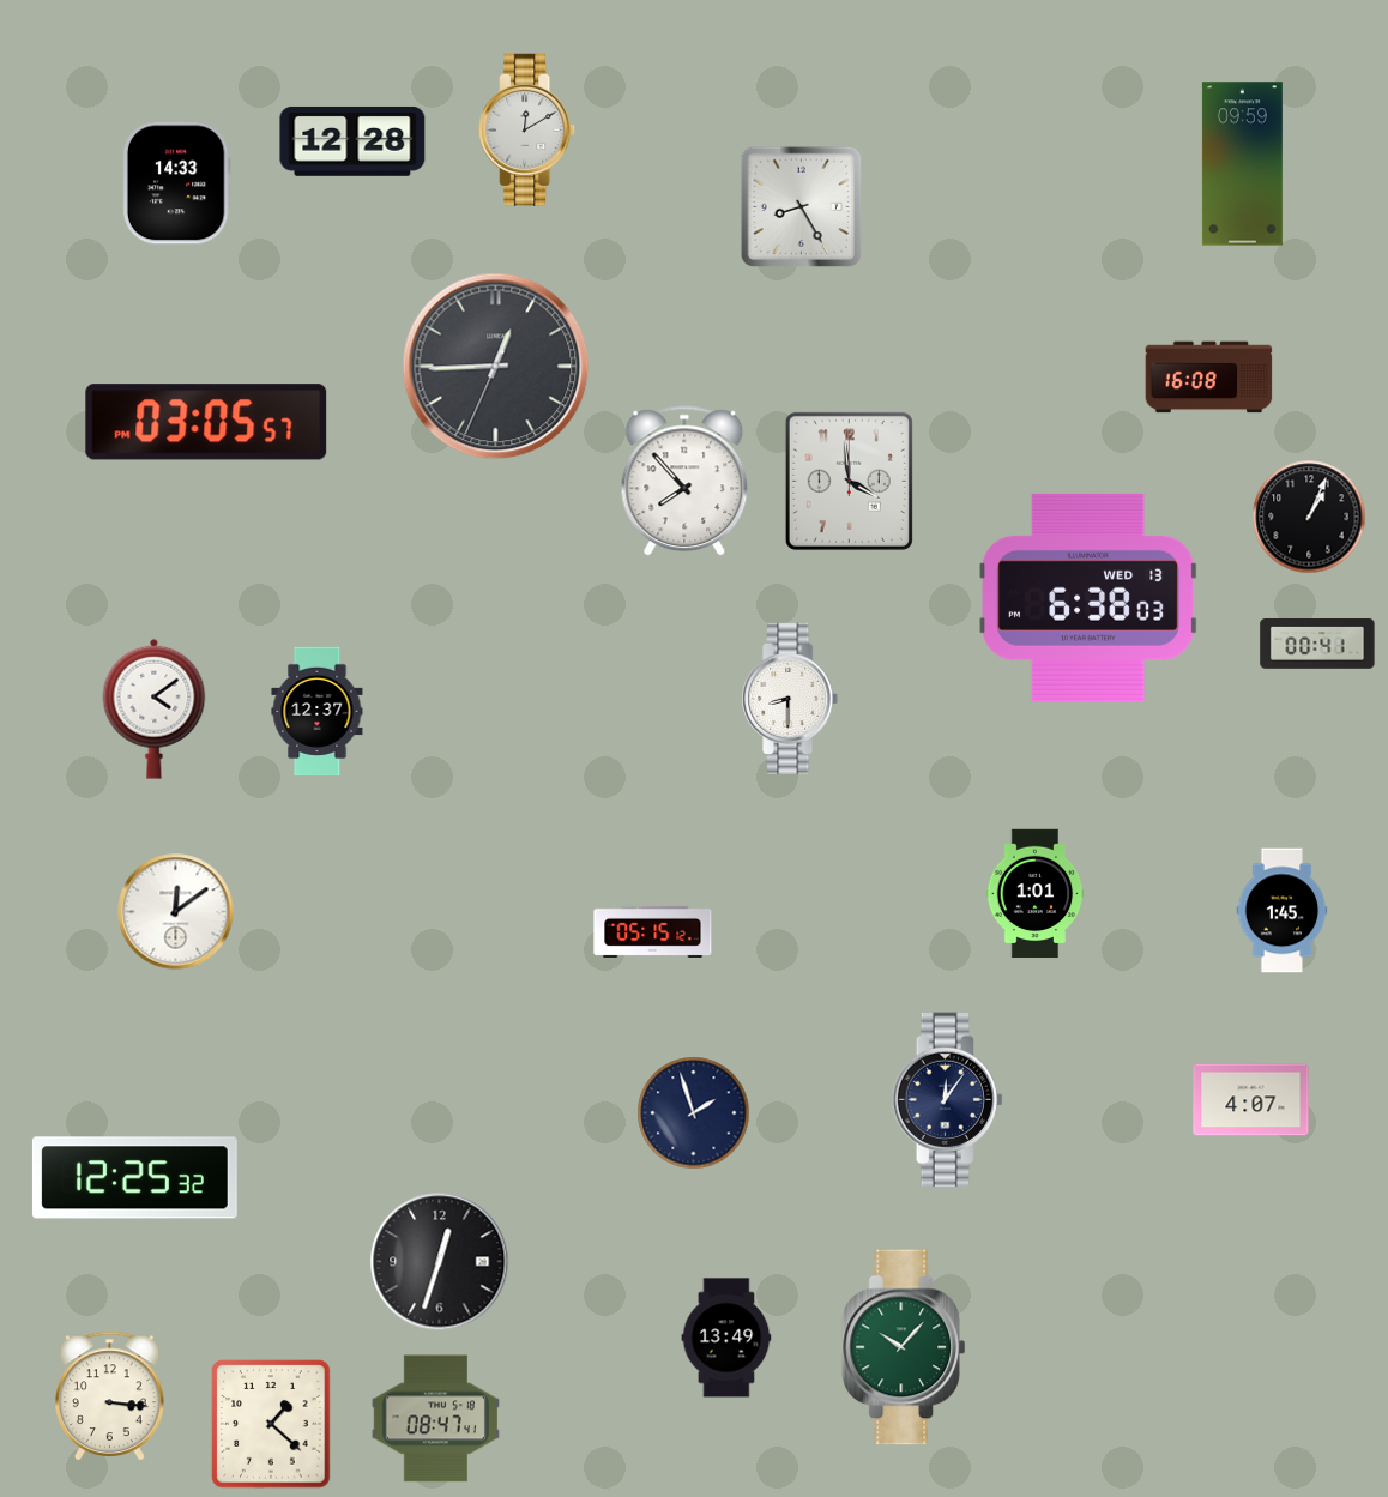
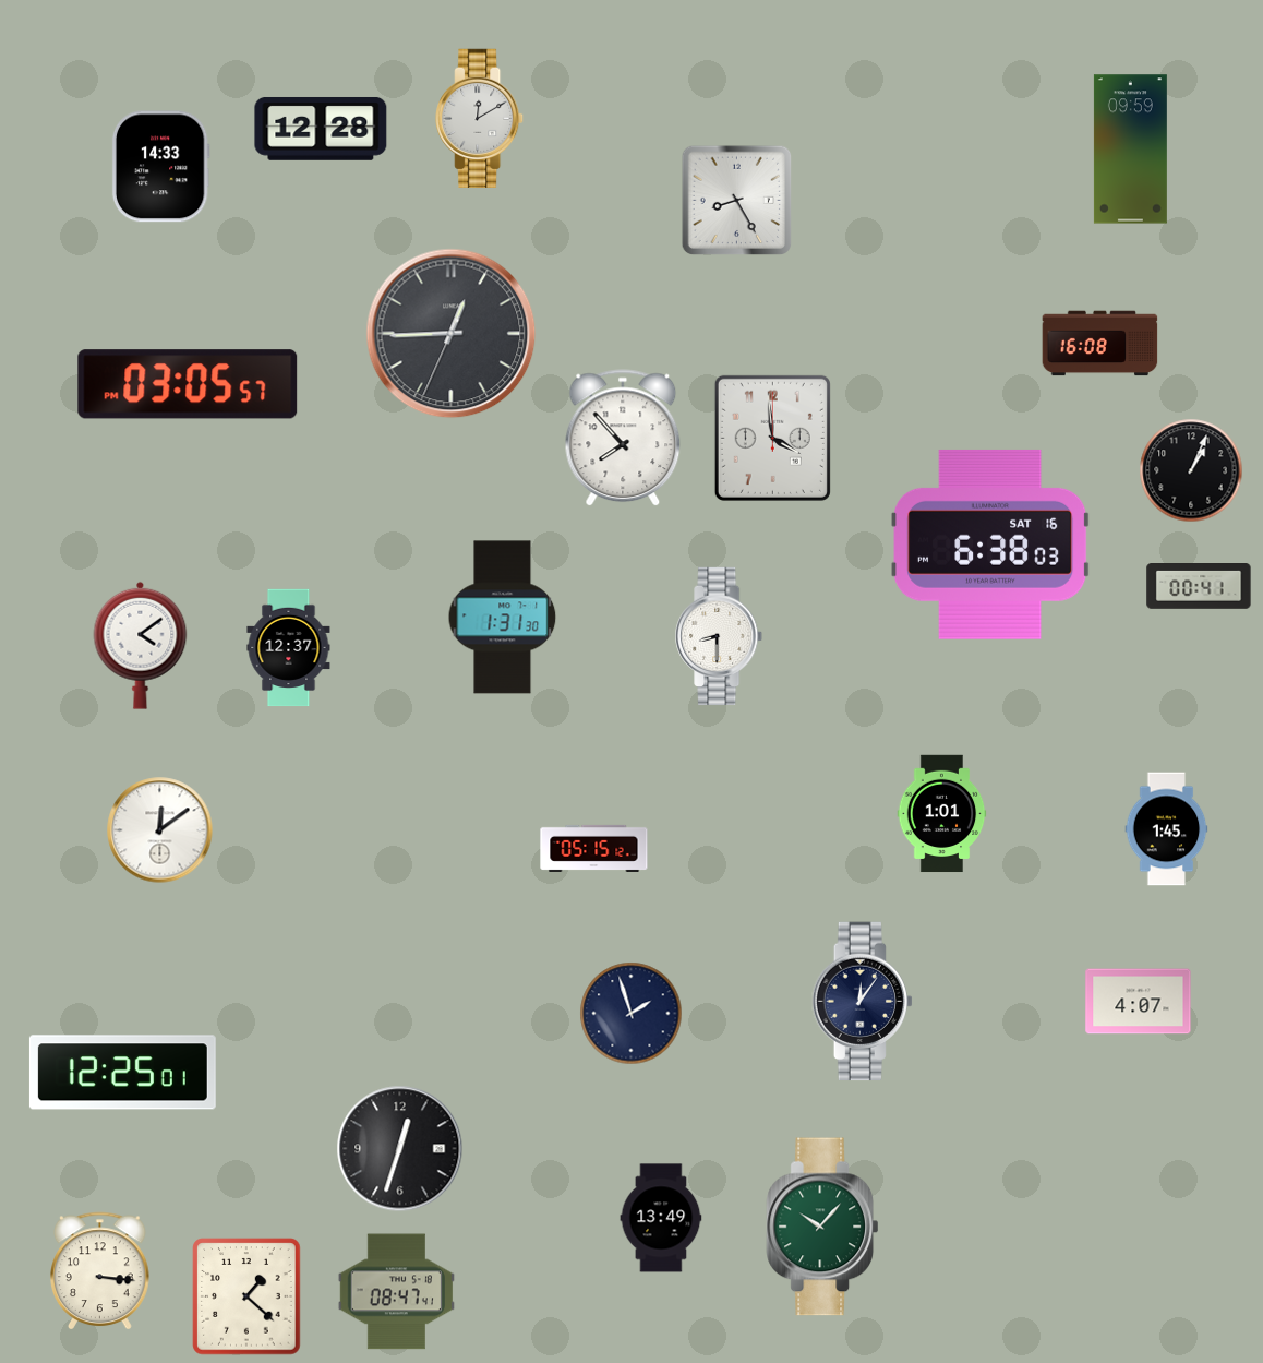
clock at (802, 207) position: (802, 207) -> (737, 201)
clock at (1090, 598) date: WED 13 -> SAT 16
clock at (503, 618): none -> 1:31
clock at (134, 1178): 12:25:32 -> 12:25:01
